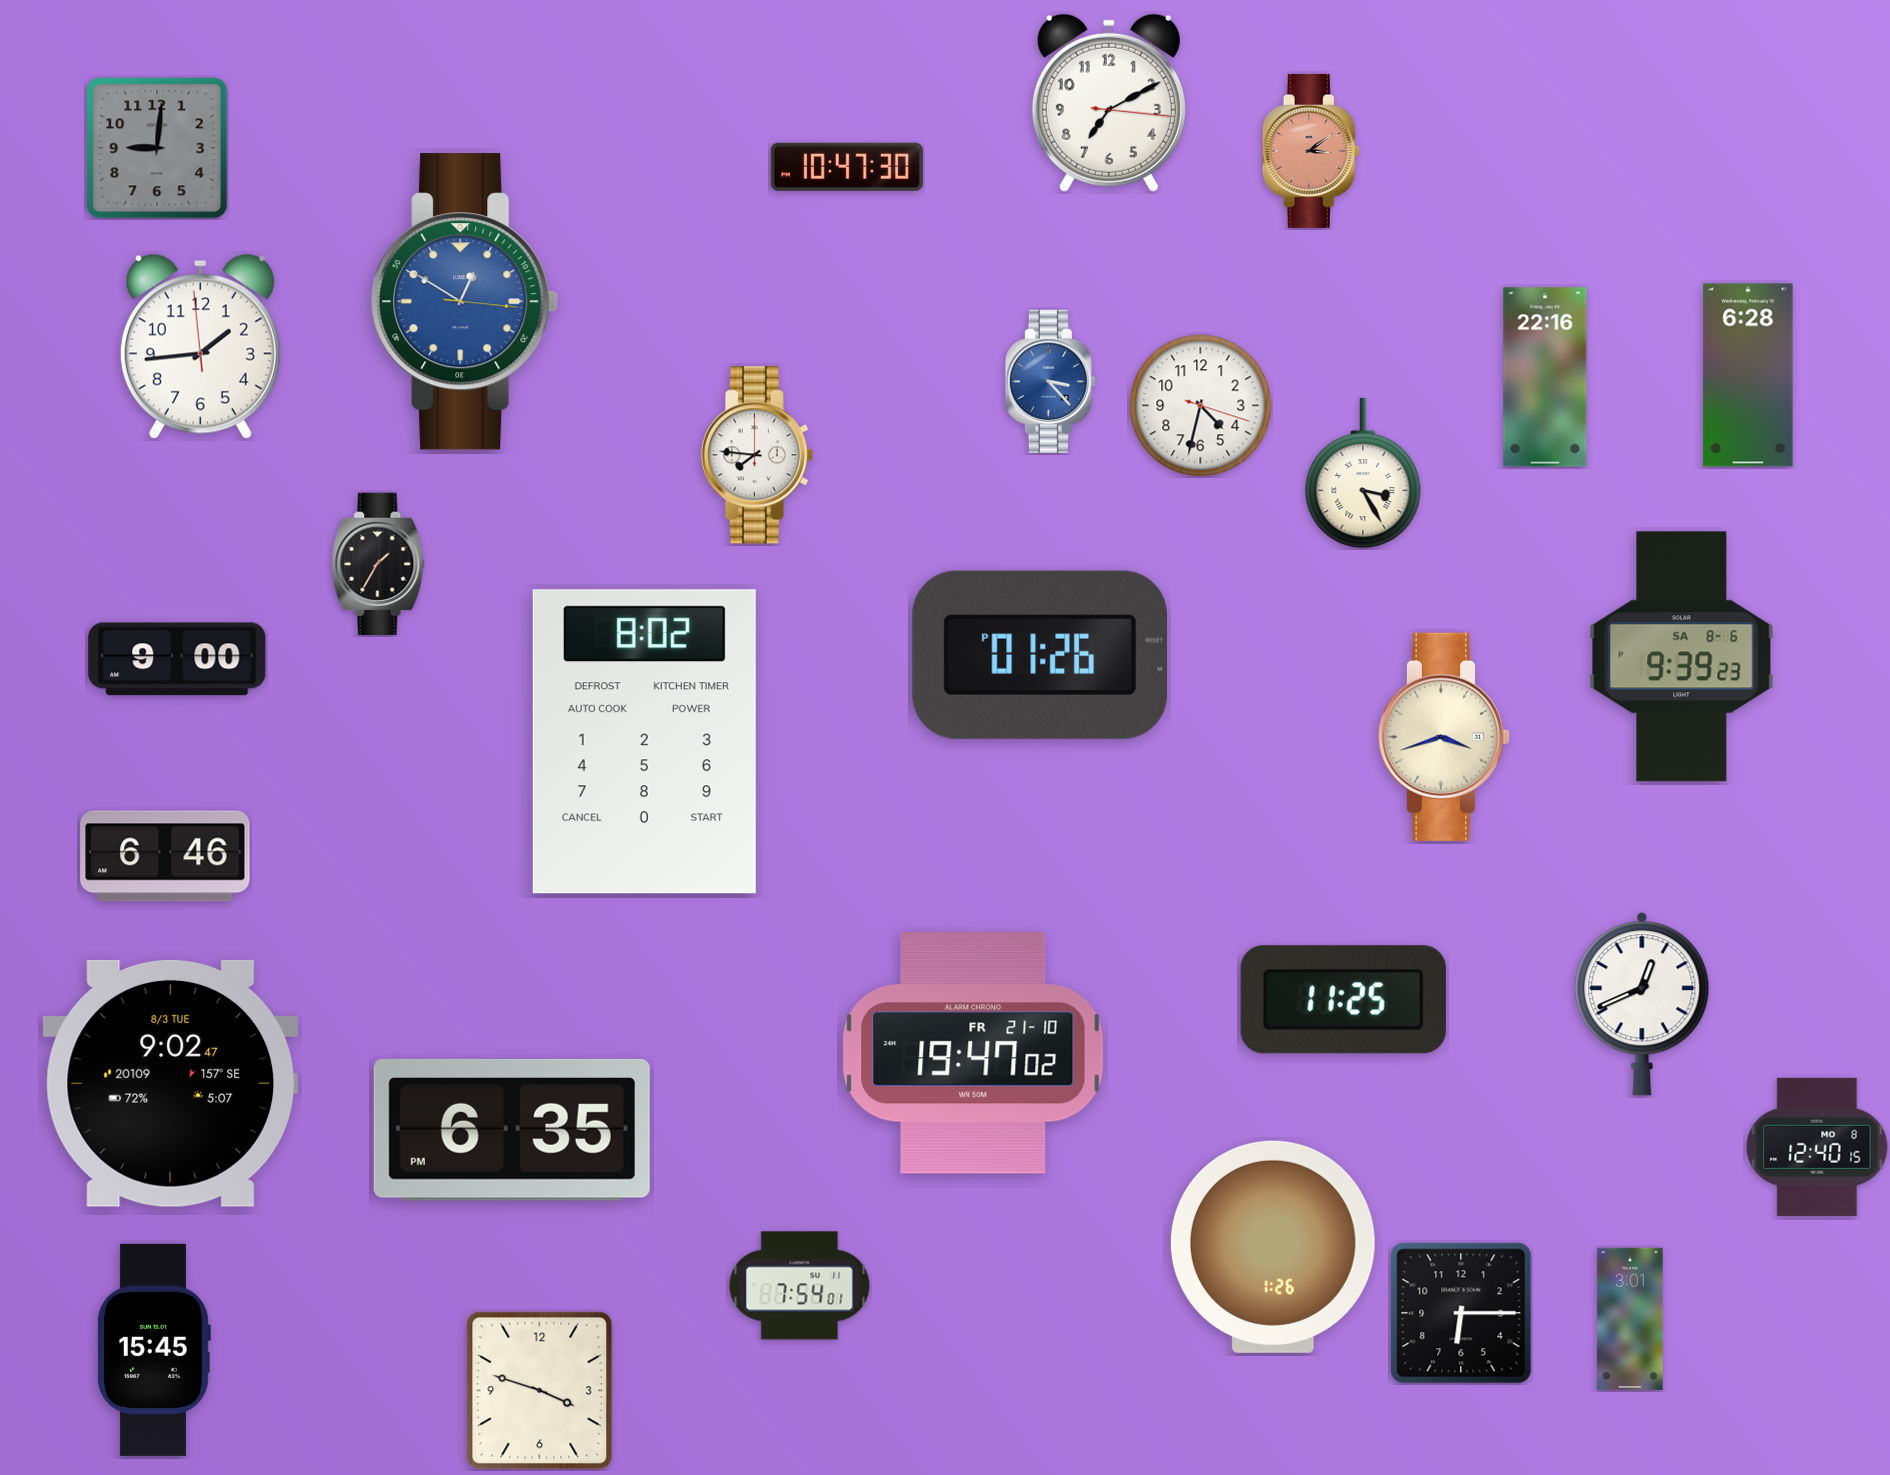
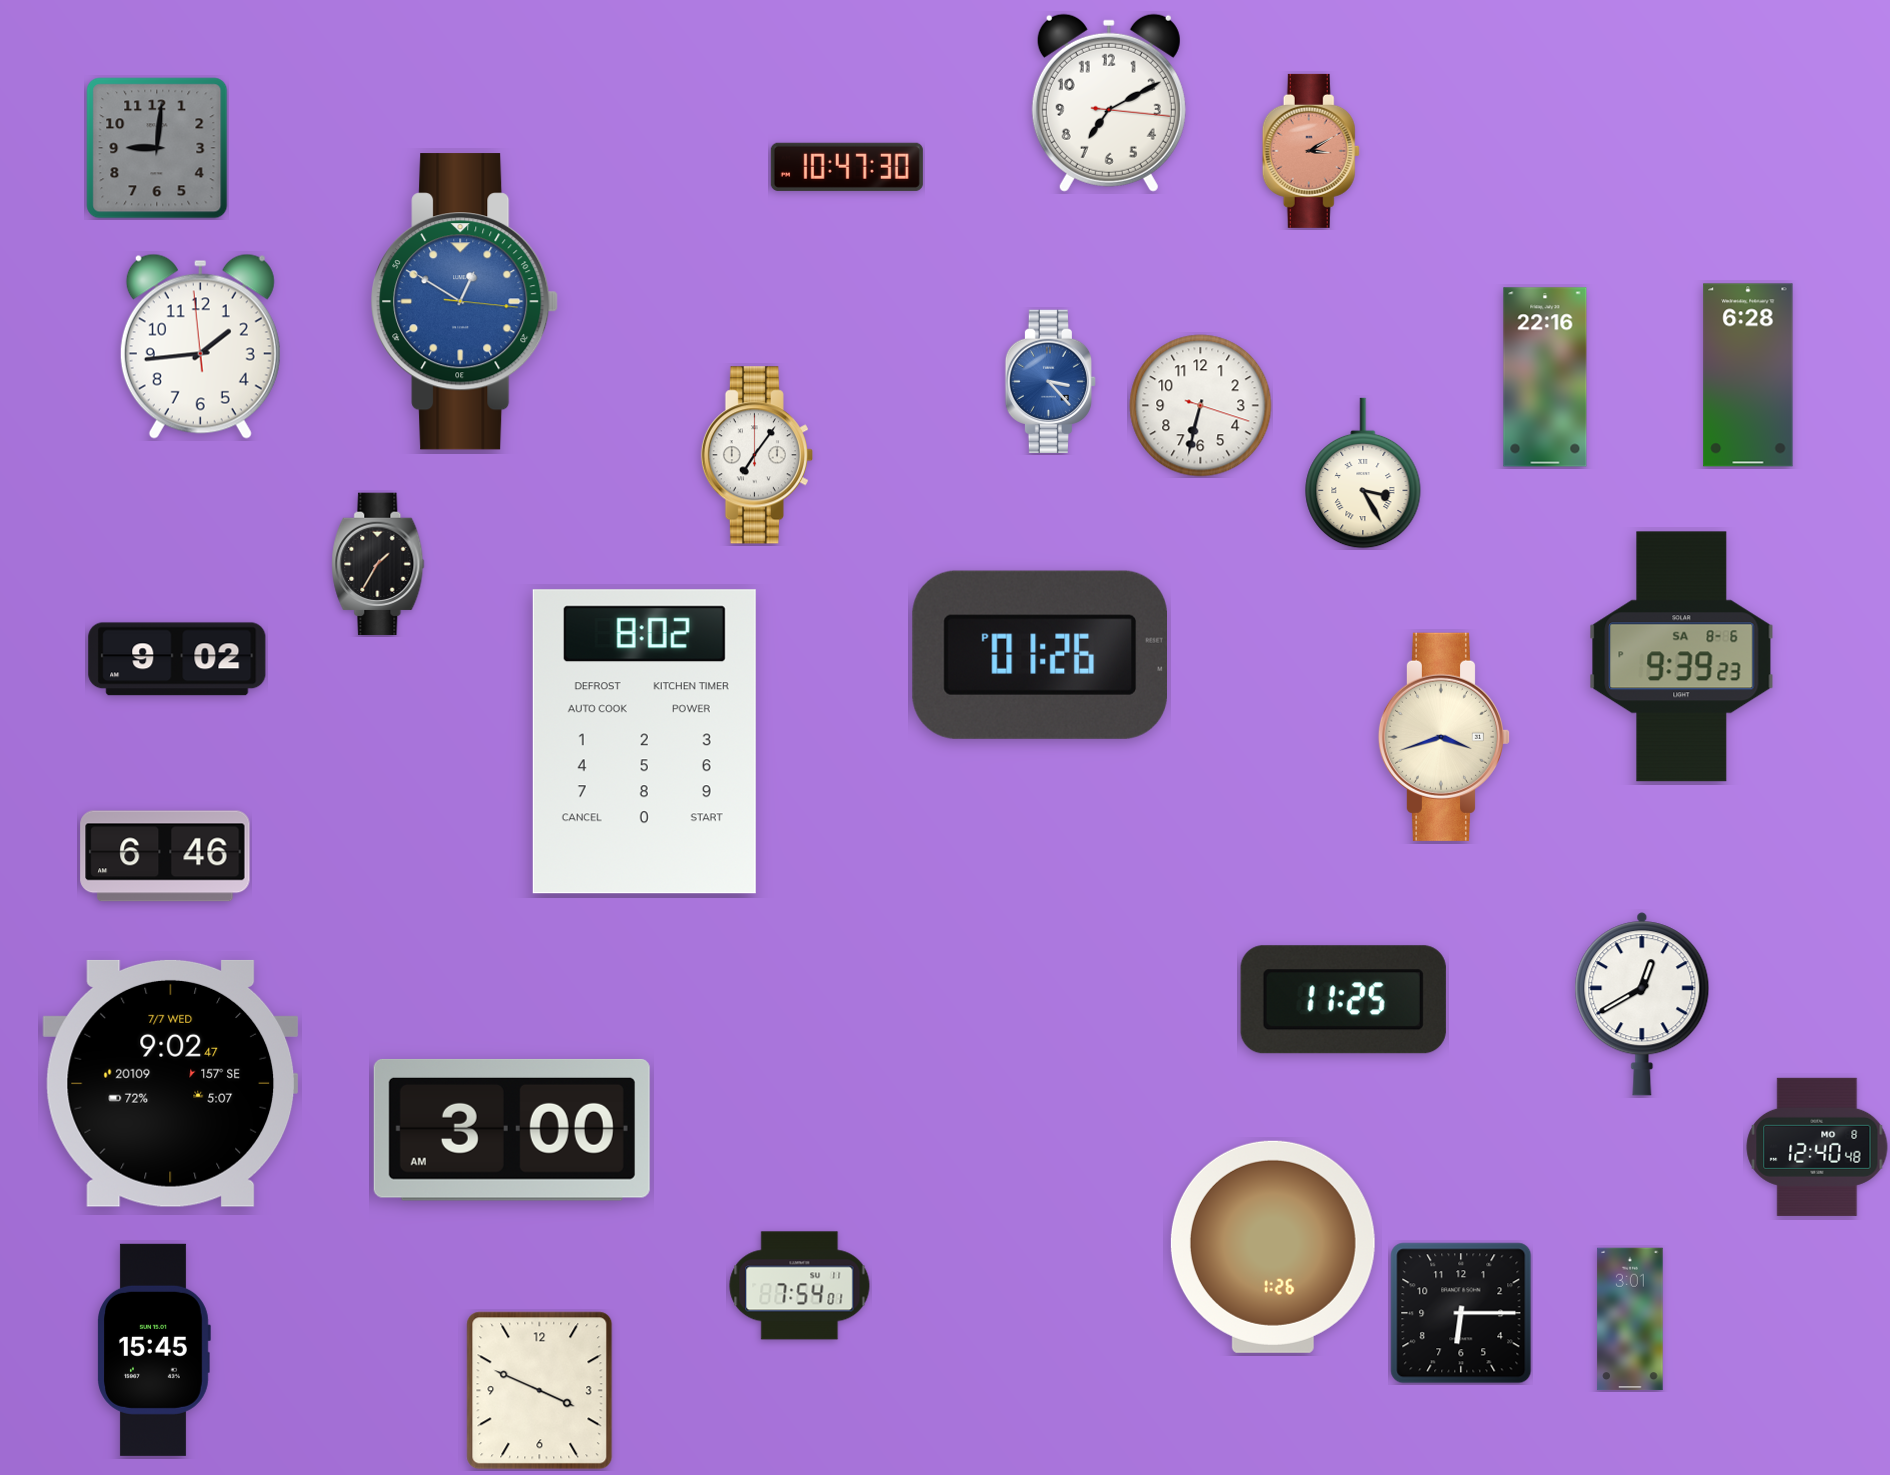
clock at (1311, 151): 3:09 -> 3:10
clock at (1201, 406): 4:32 -> 6:32
clock at (757, 455): 7:46 -> 7:06
clock at (177, 659): 9:00 -> 9:02
clock at (1642, 1004): 12:41 -> 12:40
clock at (973, 1053): 19:47 -> none
clock at (171, 1083) date: 8/3 TUE -> 7/7 WED
clock at (512, 1130): 6:35 -> 3:00
clock at (1817, 1147): 12:40:15 -> 12:40:48
clock at (540, 1391): 3:48 -> 3:49
